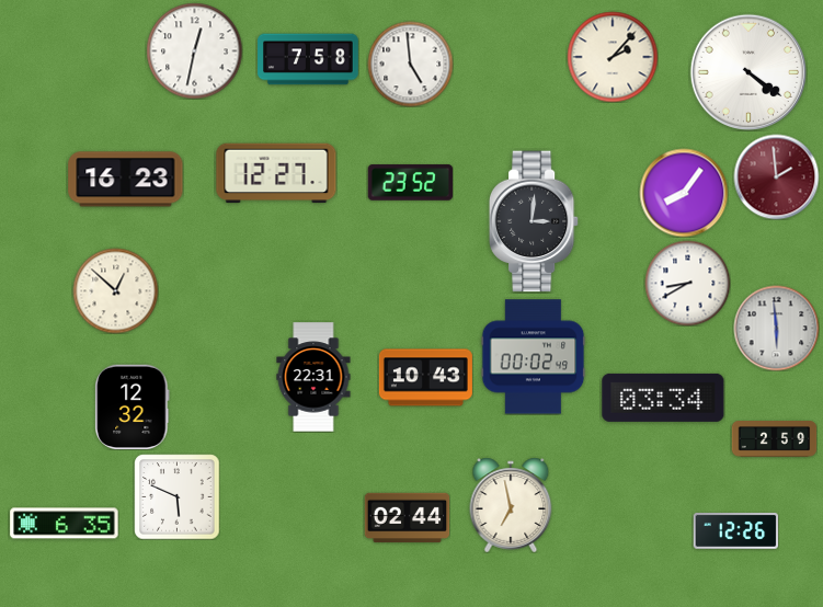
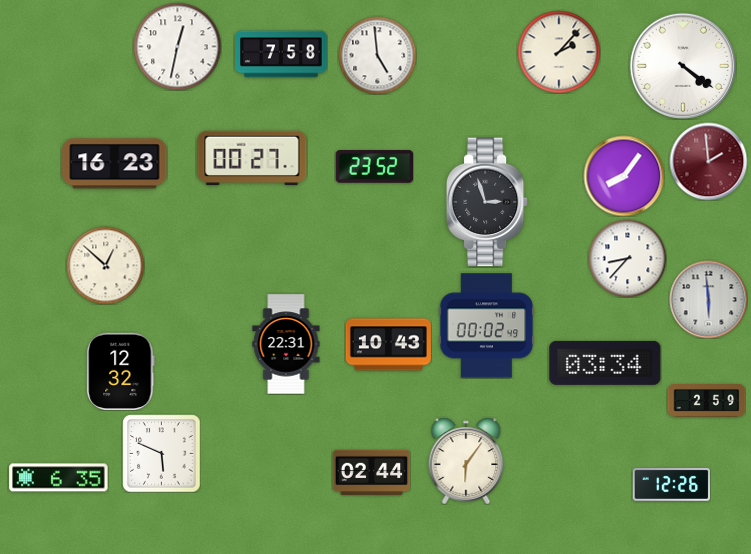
clock at (410, 64) position: (410, 64) -> (377, 55)
clock at (276, 173): 12:27 -> 00:27
clock at (534, 221): 3:01 -> 2:57
clock at (687, 283): 8:40 -> 8:37
clock at (511, 505): 6:58 -> 6:06
